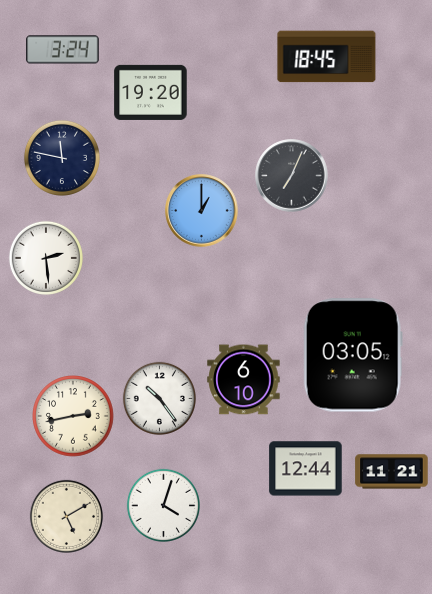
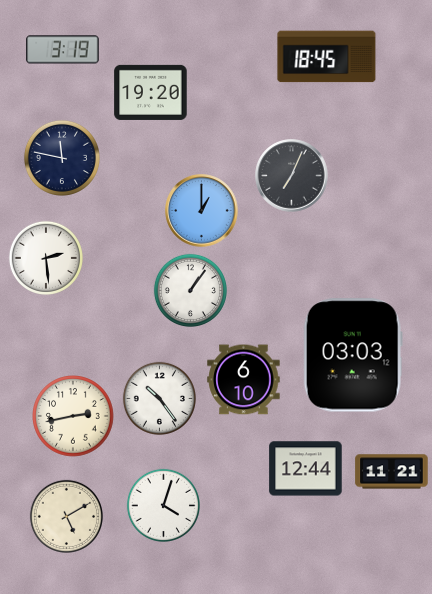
clock at (63, 50): 3:24 -> 3:19
clock at (190, 290): none -> 1:06
clock at (353, 355): 03:05 -> 03:03
